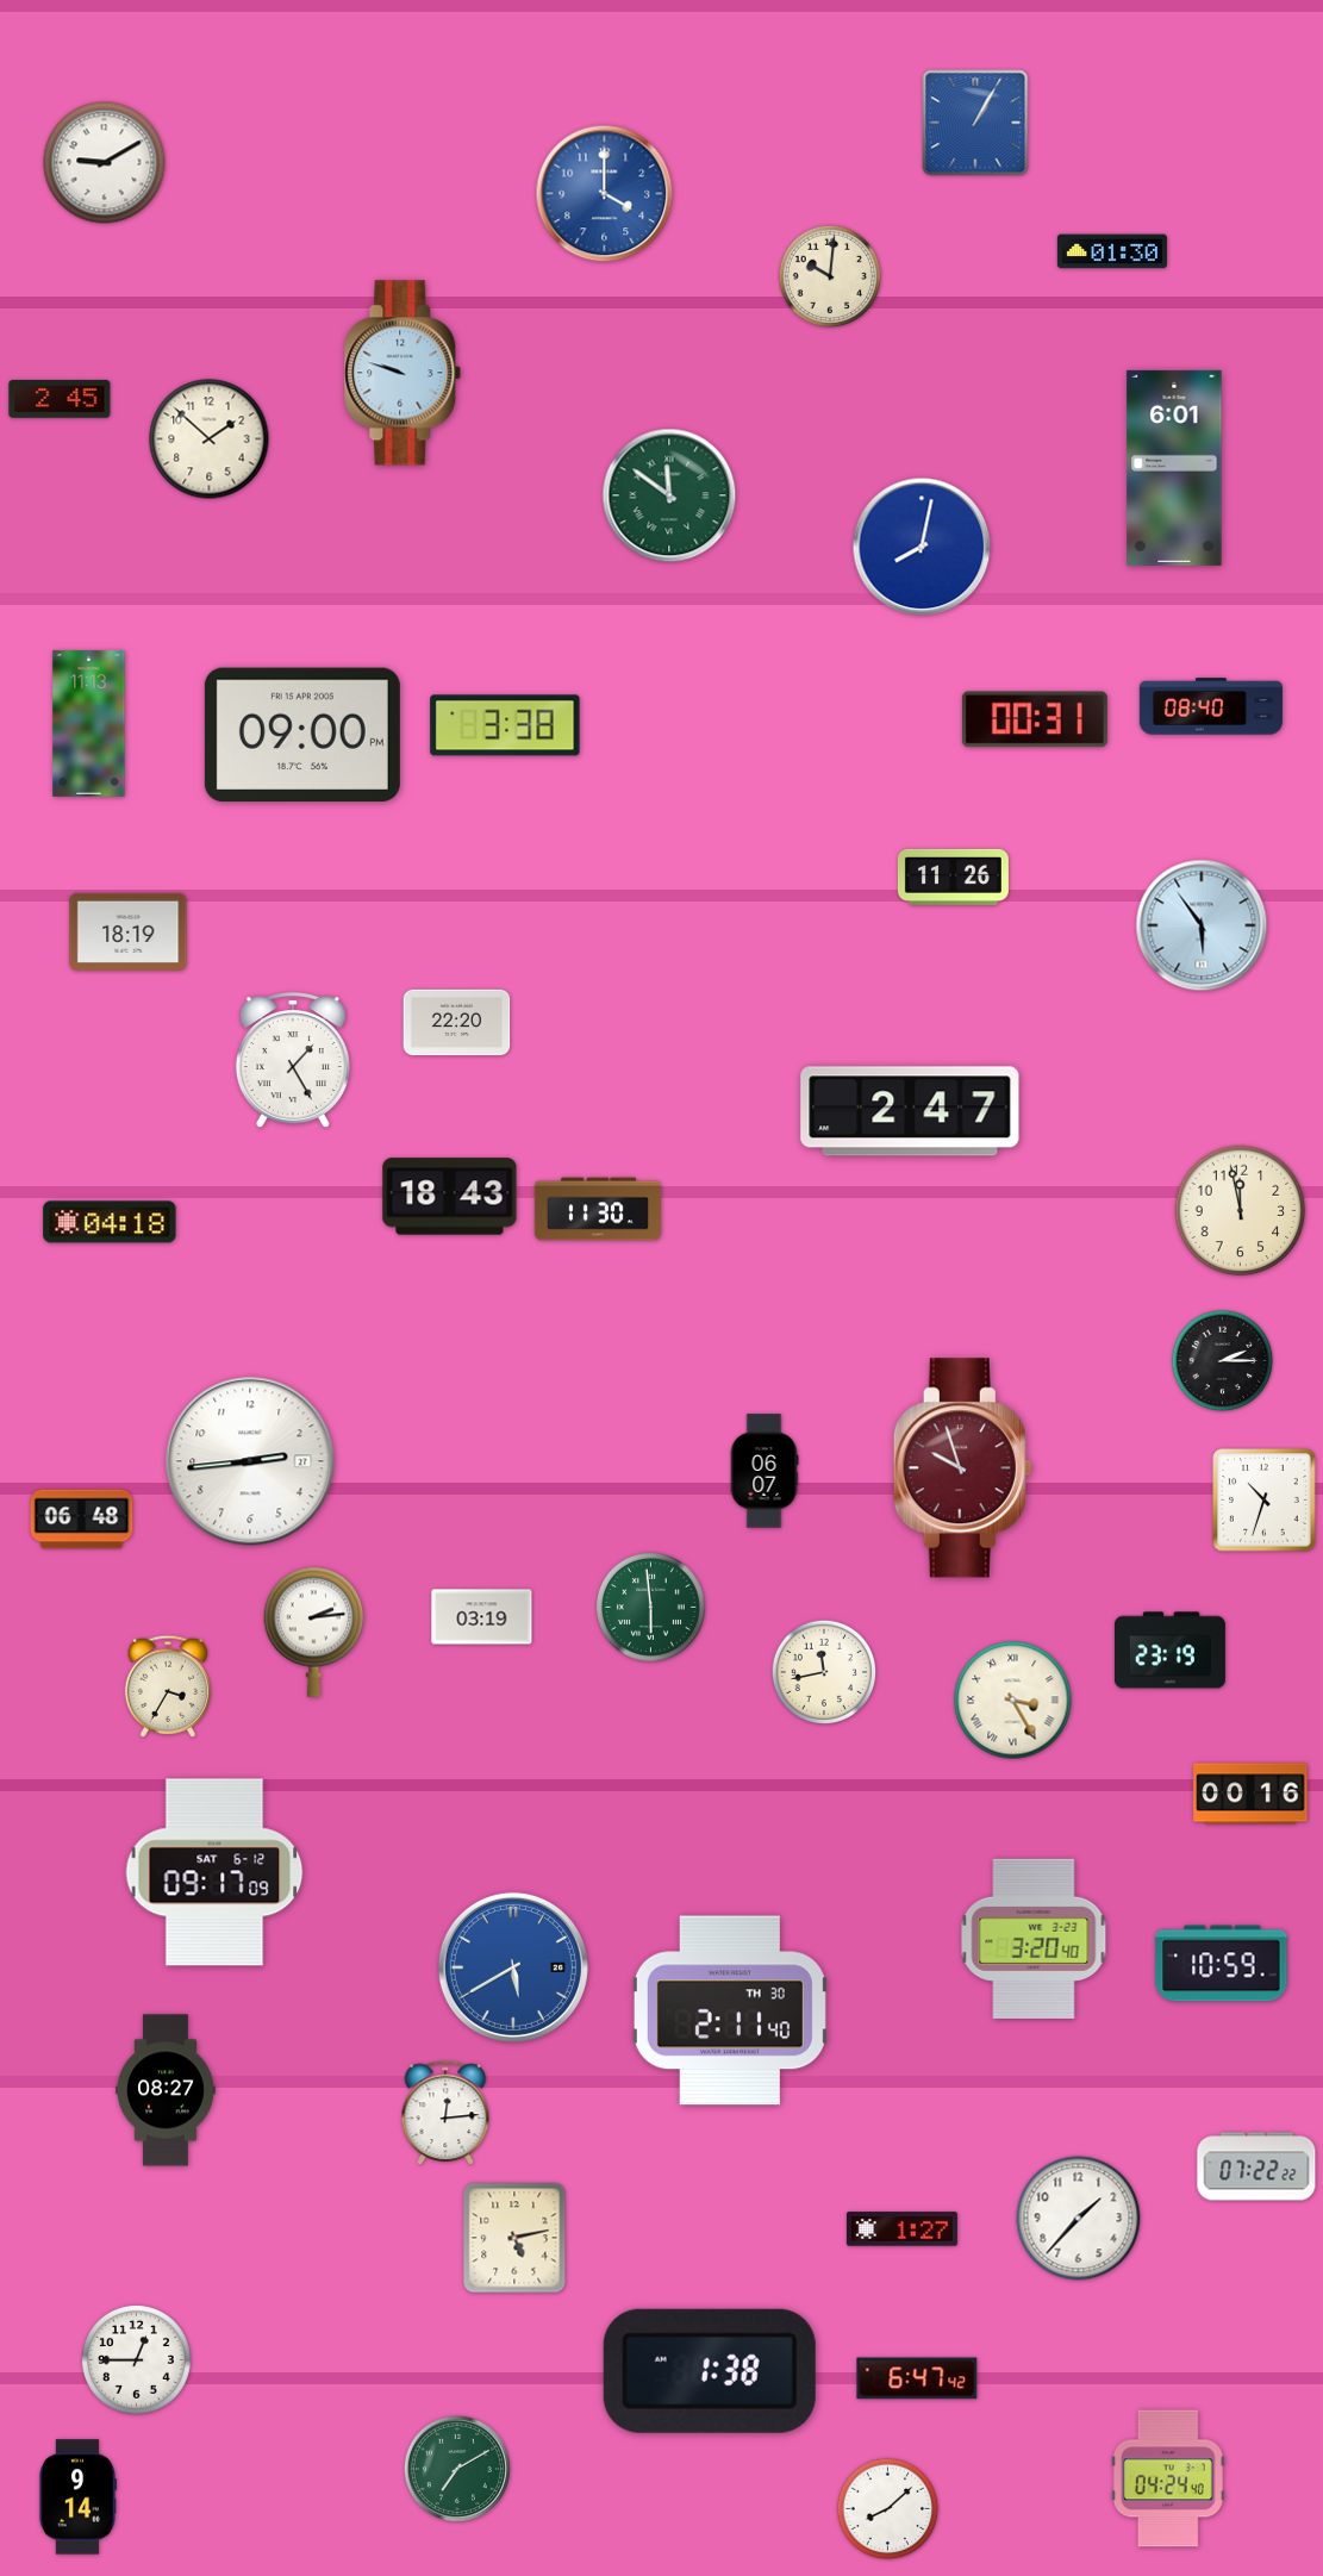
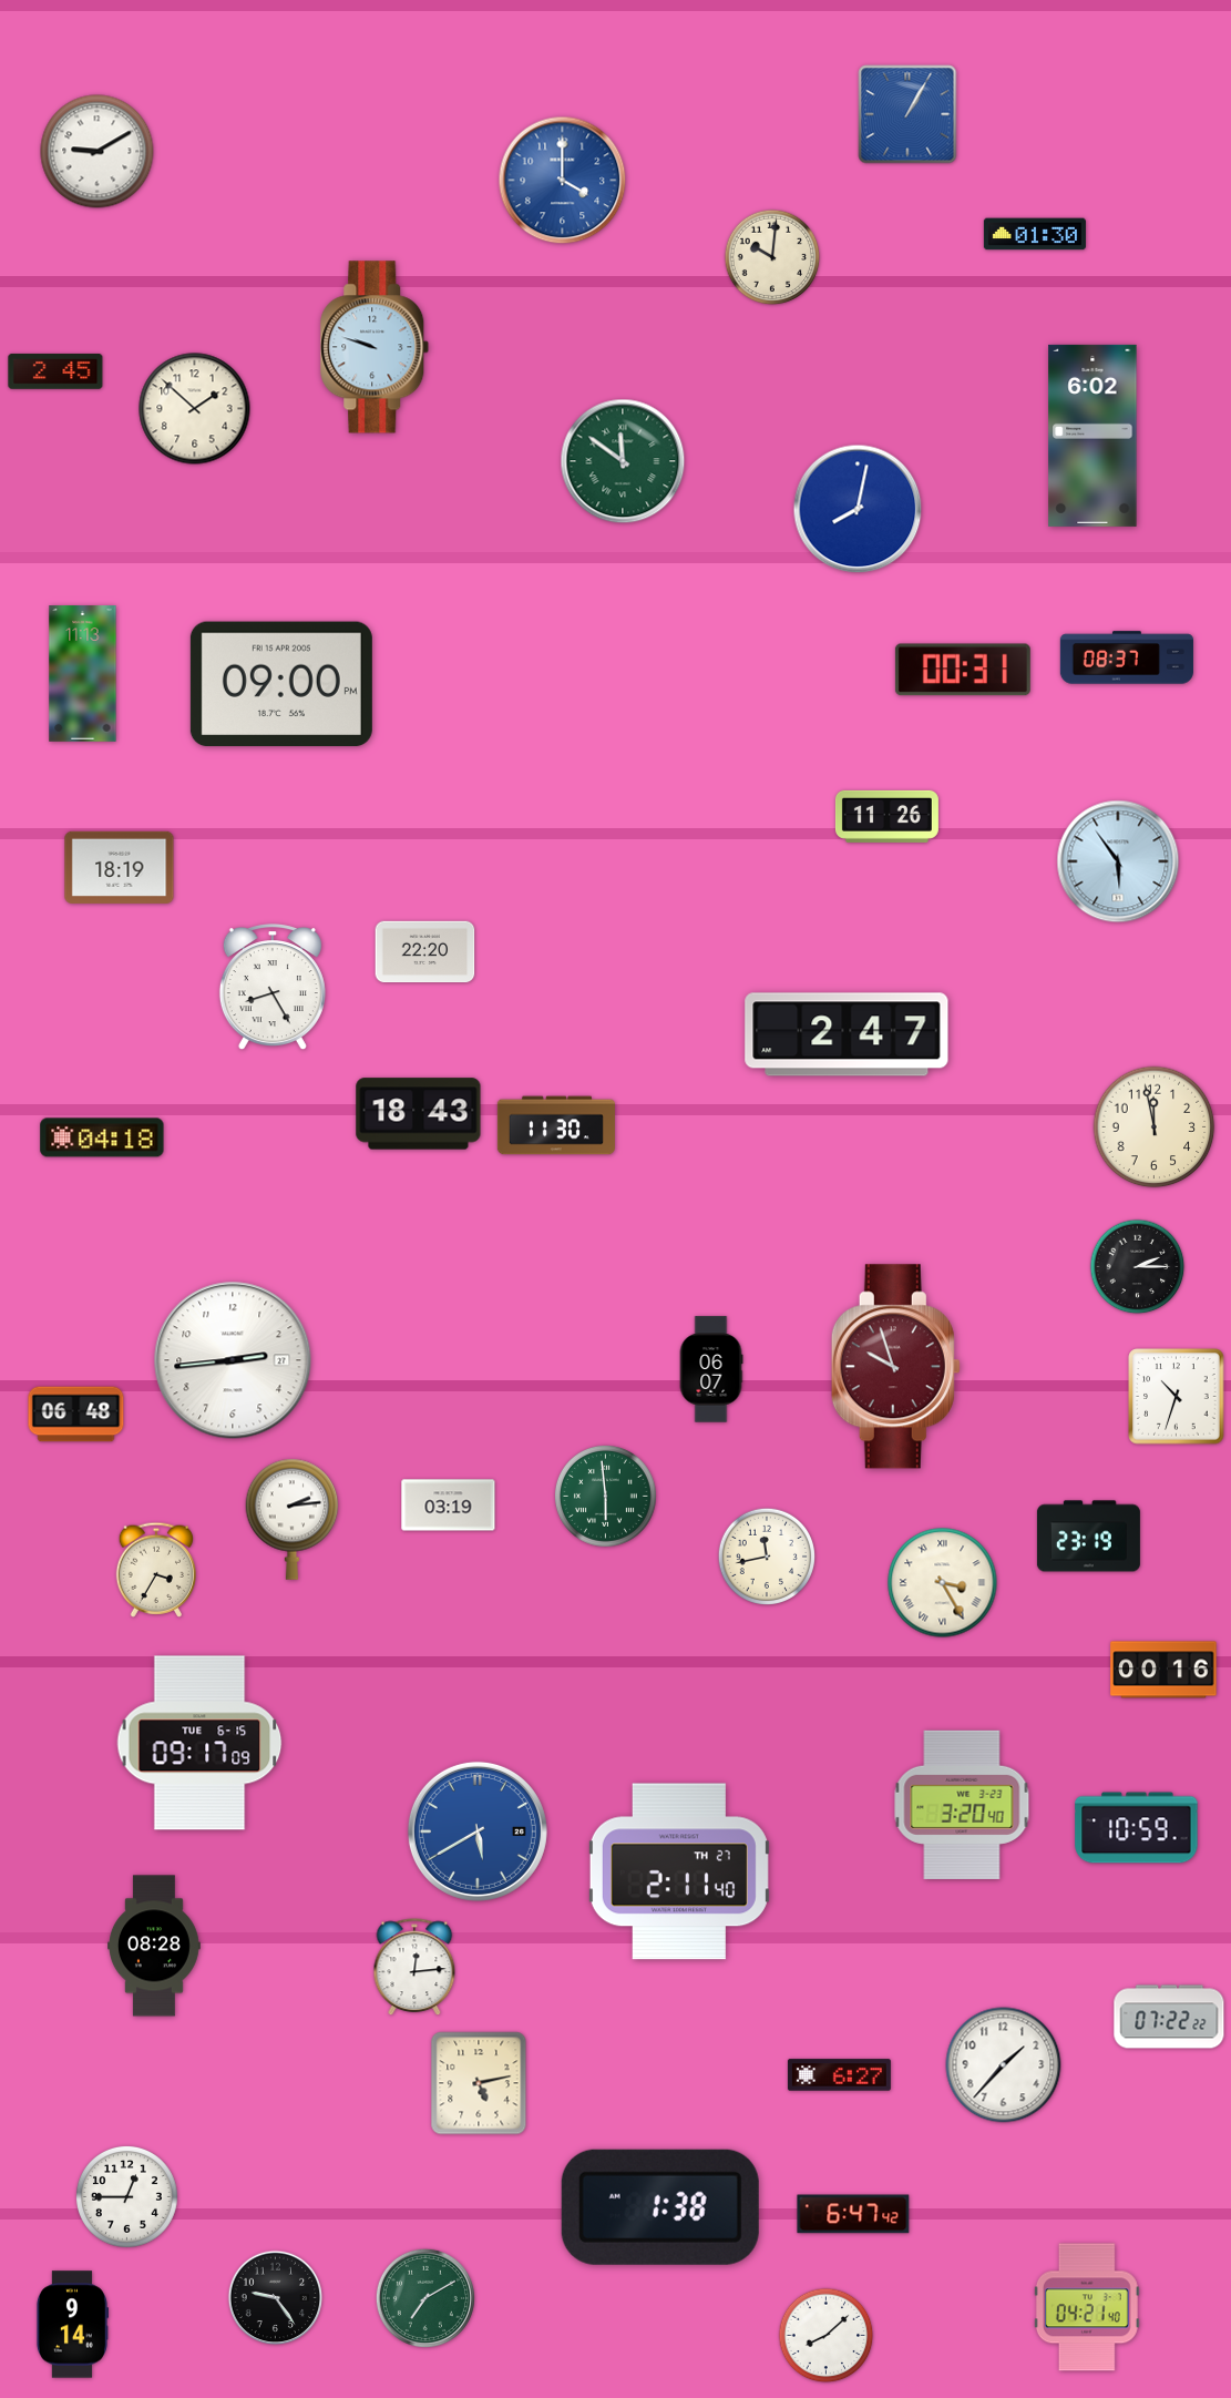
clock at (1174, 468): 6:01 -> 6:02
clock at (1211, 706): 08:40 -> 08:37
clock at (505, 725): 3:38 -> none
clock at (293, 1061): 1:25 -> 8:25
clock at (214, 1872) date: SAT 6-12 -> TUE 6-15
clock at (730, 2010) date: TH 30 -> TH 27
clock at (167, 2090): 08:27 -> 08:28
clock at (901, 2229): 1:27 -> 6:27
clock at (276, 2298): none -> 9:24
clock at (1168, 2478): 04:24 -> 04:21
